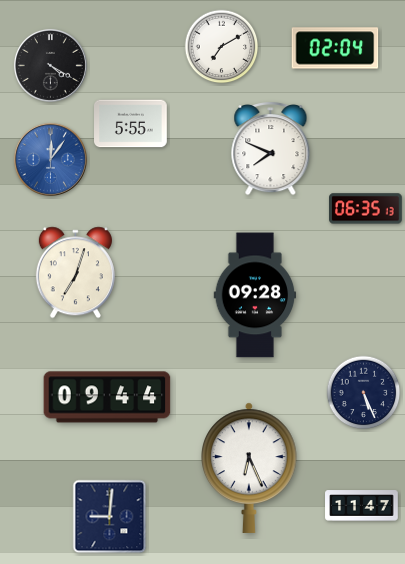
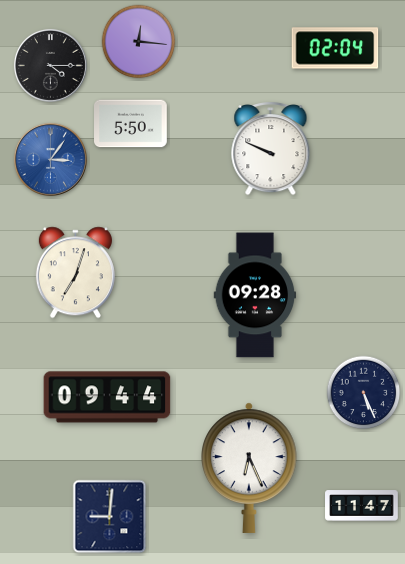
clock at (139, 42): none -> 12:16
clock at (222, 47): 7:10 -> none
clock at (50, 65): 4:20 -> 4:15
clock at (131, 124): 5:55 -> 5:50
clock at (271, 149): 7:49 -> 9:49
clock at (50, 159): 12:06 -> 3:06
clock at (366, 209): 06:35 -> none
